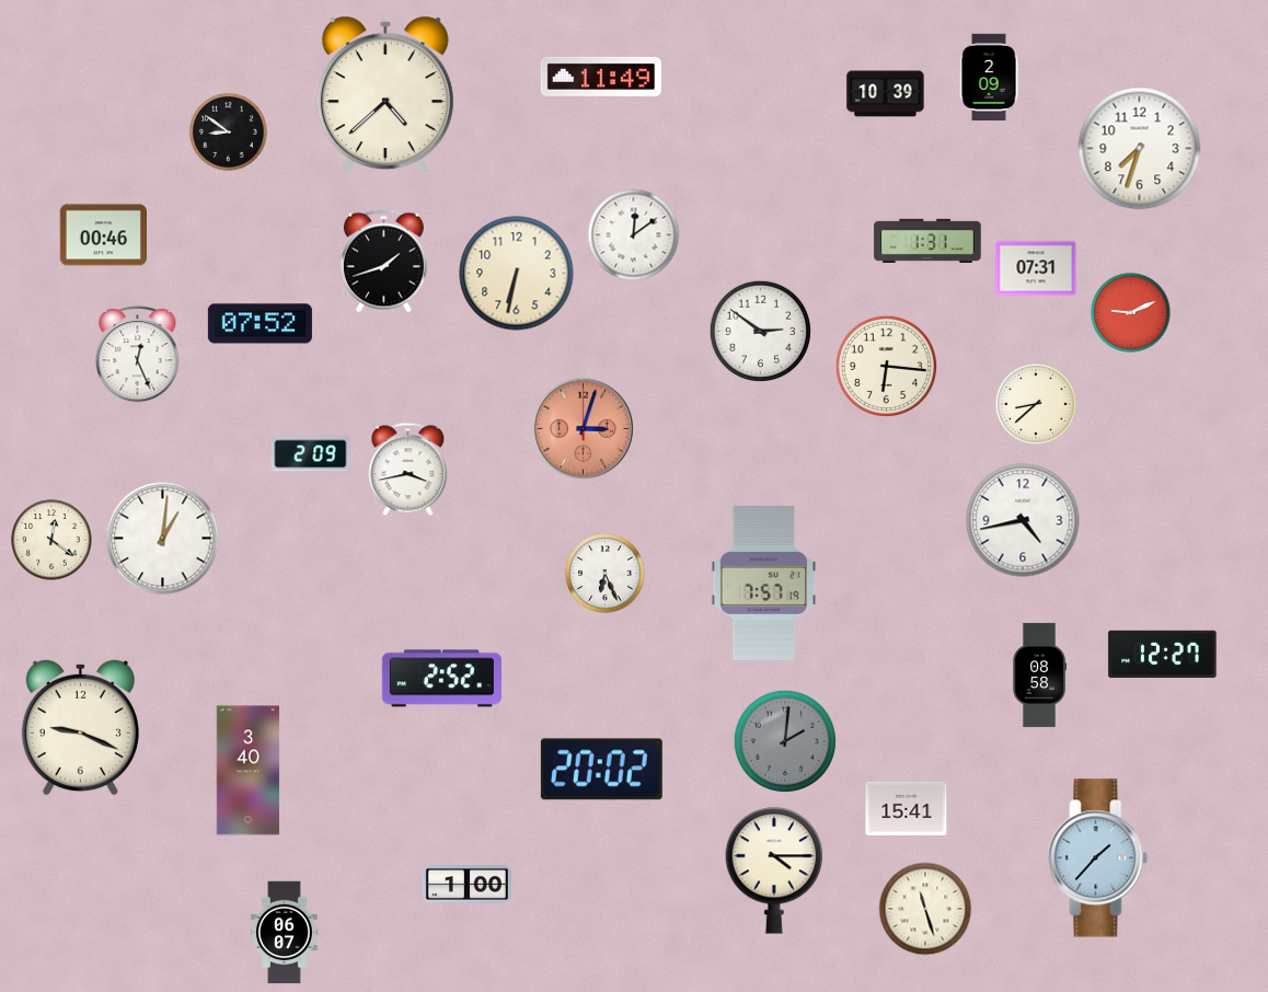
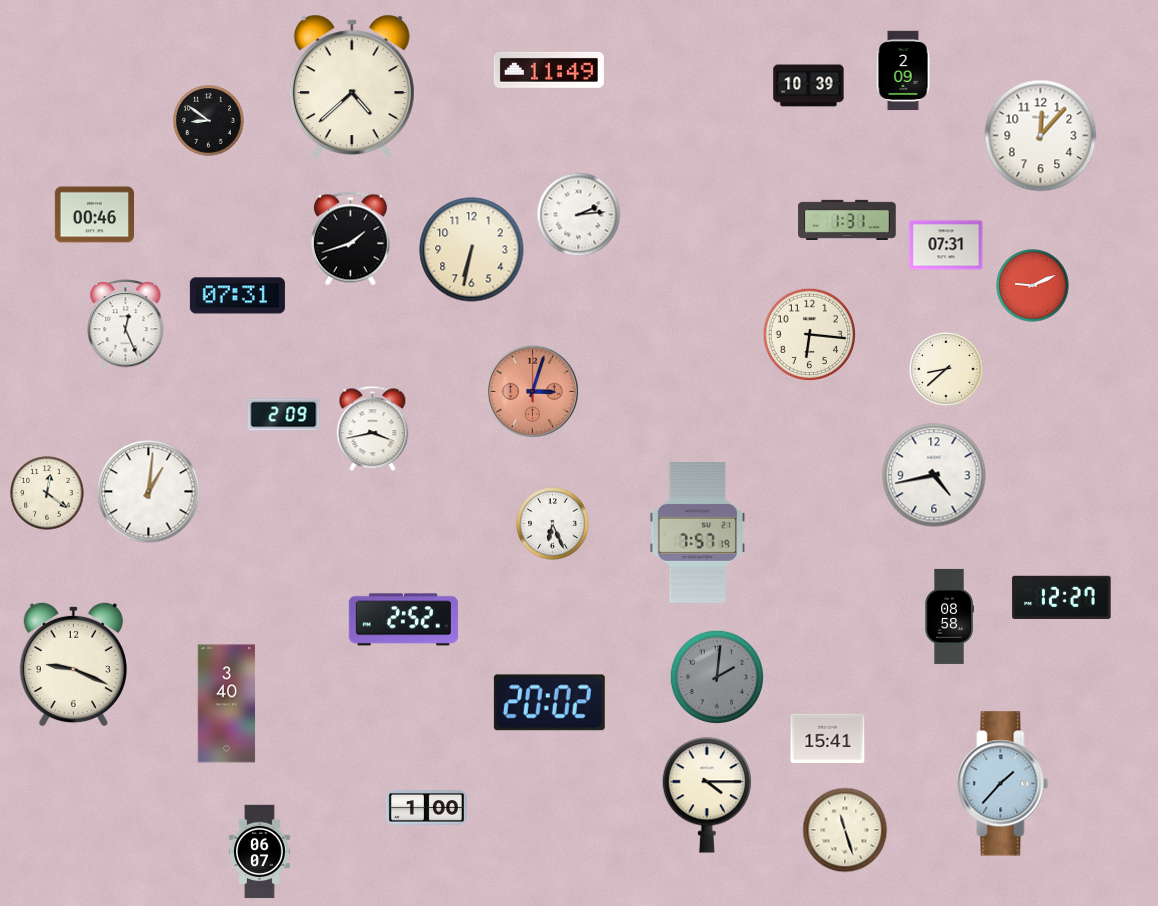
clock at (1140, 149): 7:33 -> 12:07
clock at (634, 235): 12:09 -> 2:14
clock at (260, 324): 07:52 -> 07:31
clock at (760, 331): 2:51 -> none
